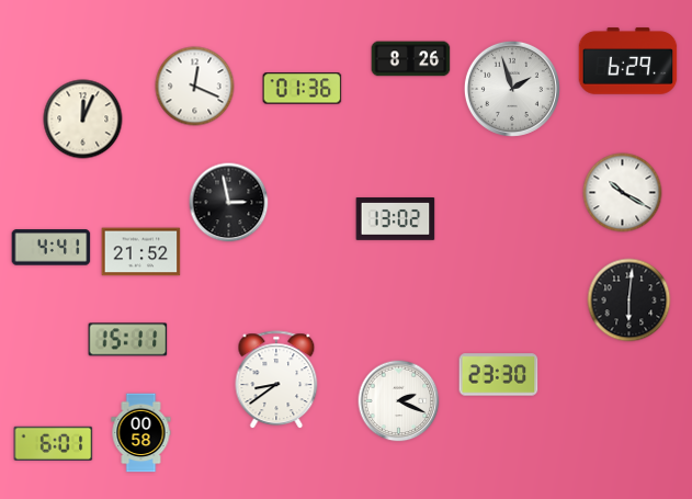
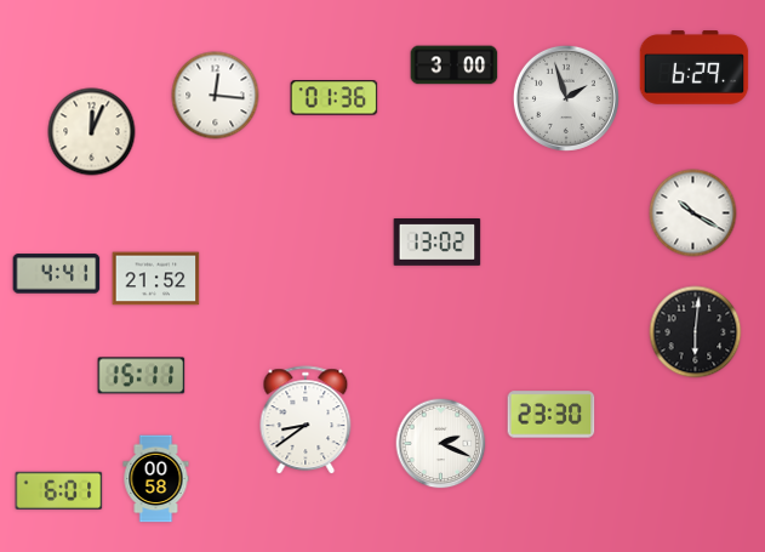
clock at (411, 59): 8:26 -> 3:00
clock at (195, 87): 12:19 -> 12:16
clock at (623, 193) position: (623, 193) -> (693, 214)
clock at (229, 203): 2:58 -> none
